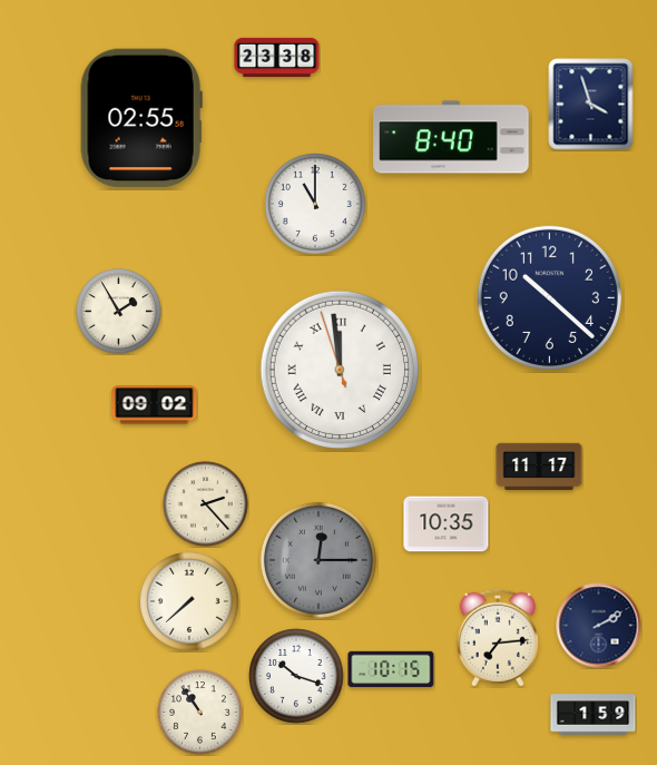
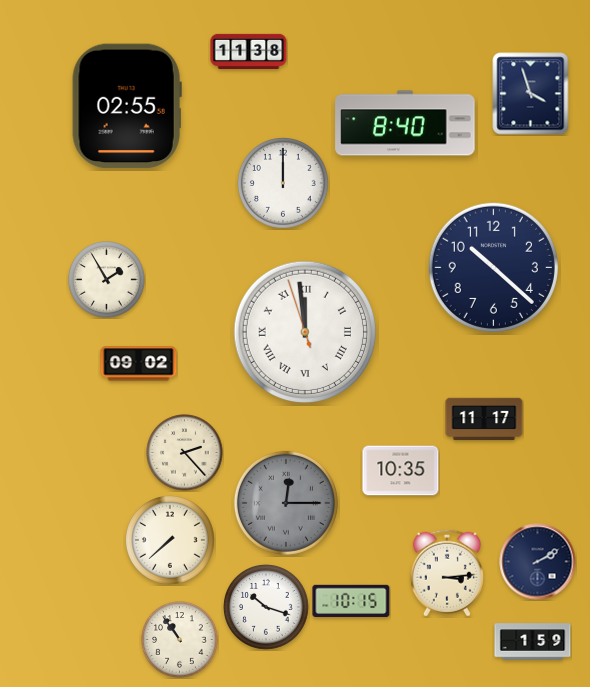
clock at (277, 57): 23:38 -> 11:38
clock at (316, 205): 11:00 -> 12:00
clock at (498, 638): 7:14 -> 3:14
